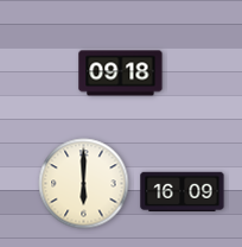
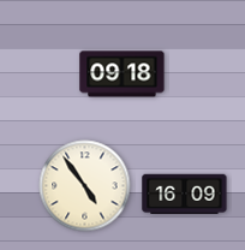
clock at (84, 184): 6:00 -> 4:54
